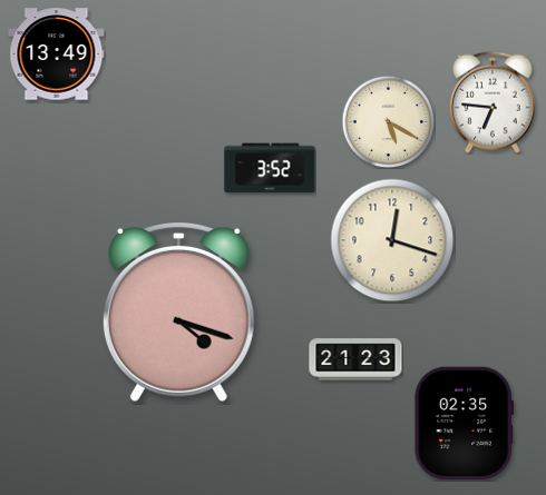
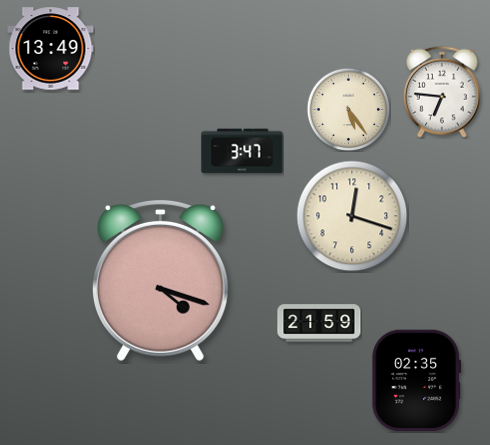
clock at (388, 121): 5:20 -> 5:24
clock at (270, 168): 3:52 -> 3:47
clock at (355, 359): 21:23 -> 21:59
